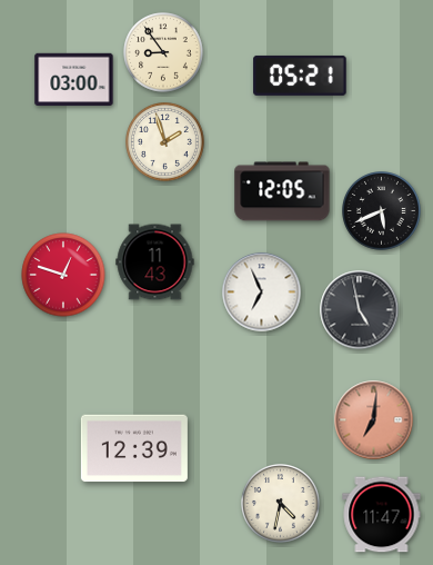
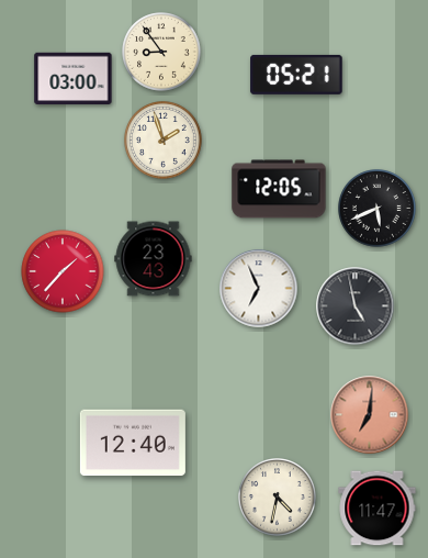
clock at (155, 262): 11:43 -> 23:43
clock at (63, 275): 12:48 -> 1:37
clock at (134, 448): 12:39 -> 12:40
